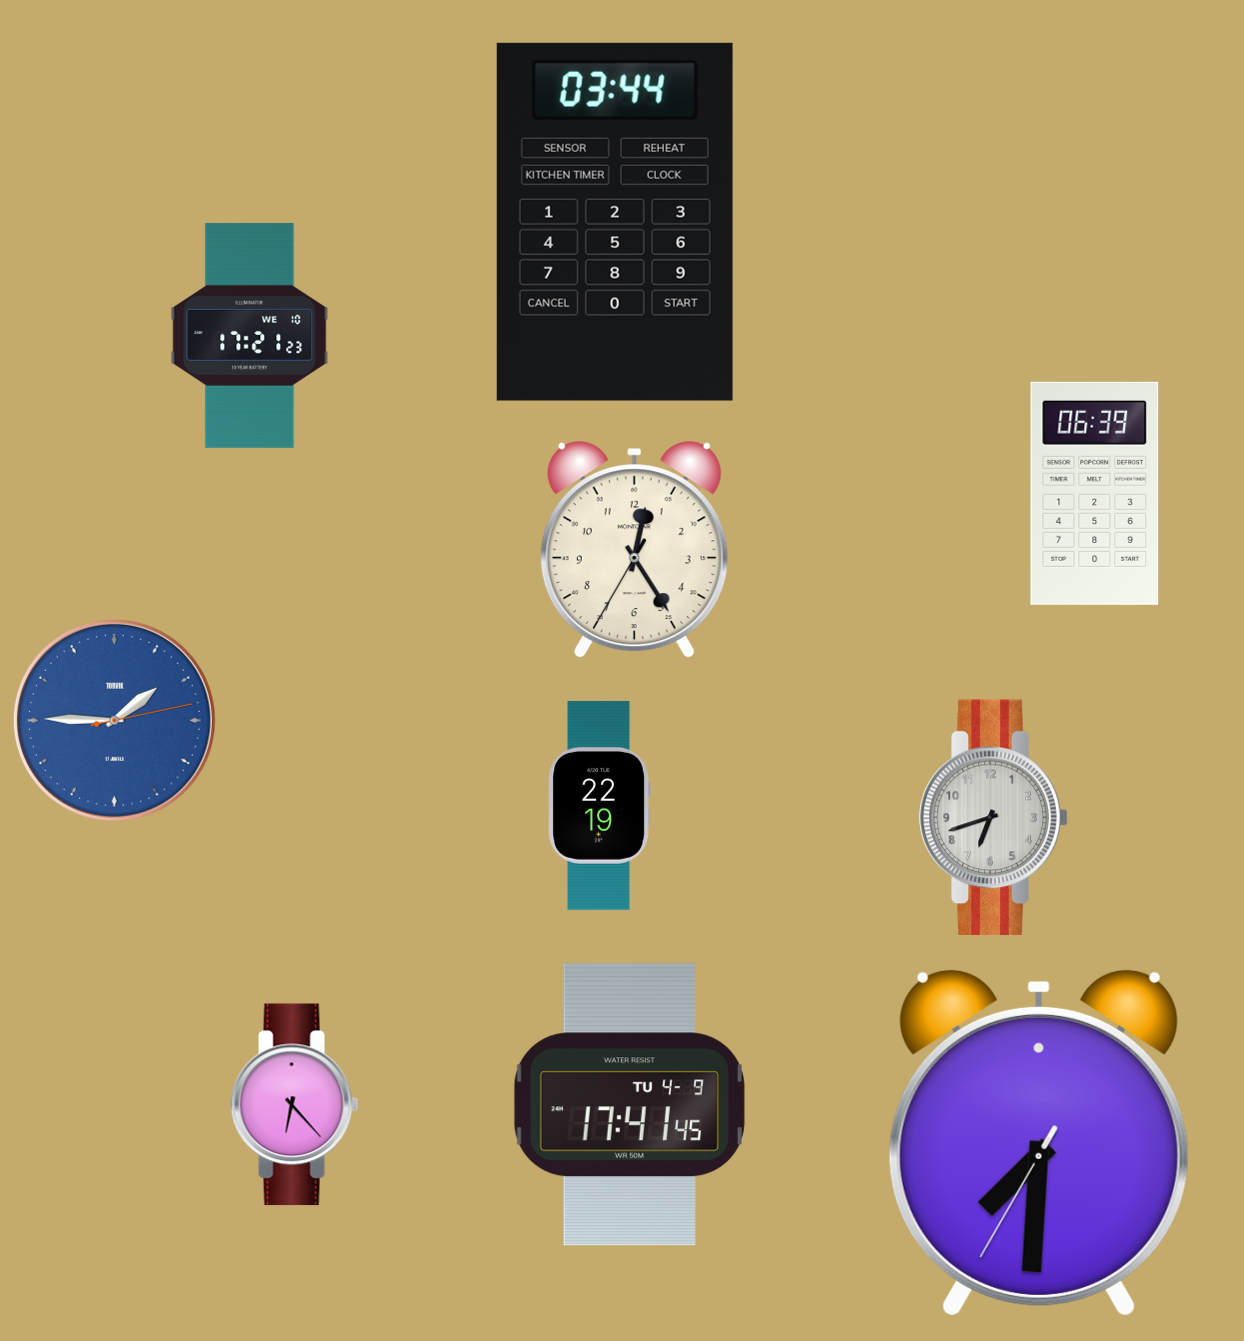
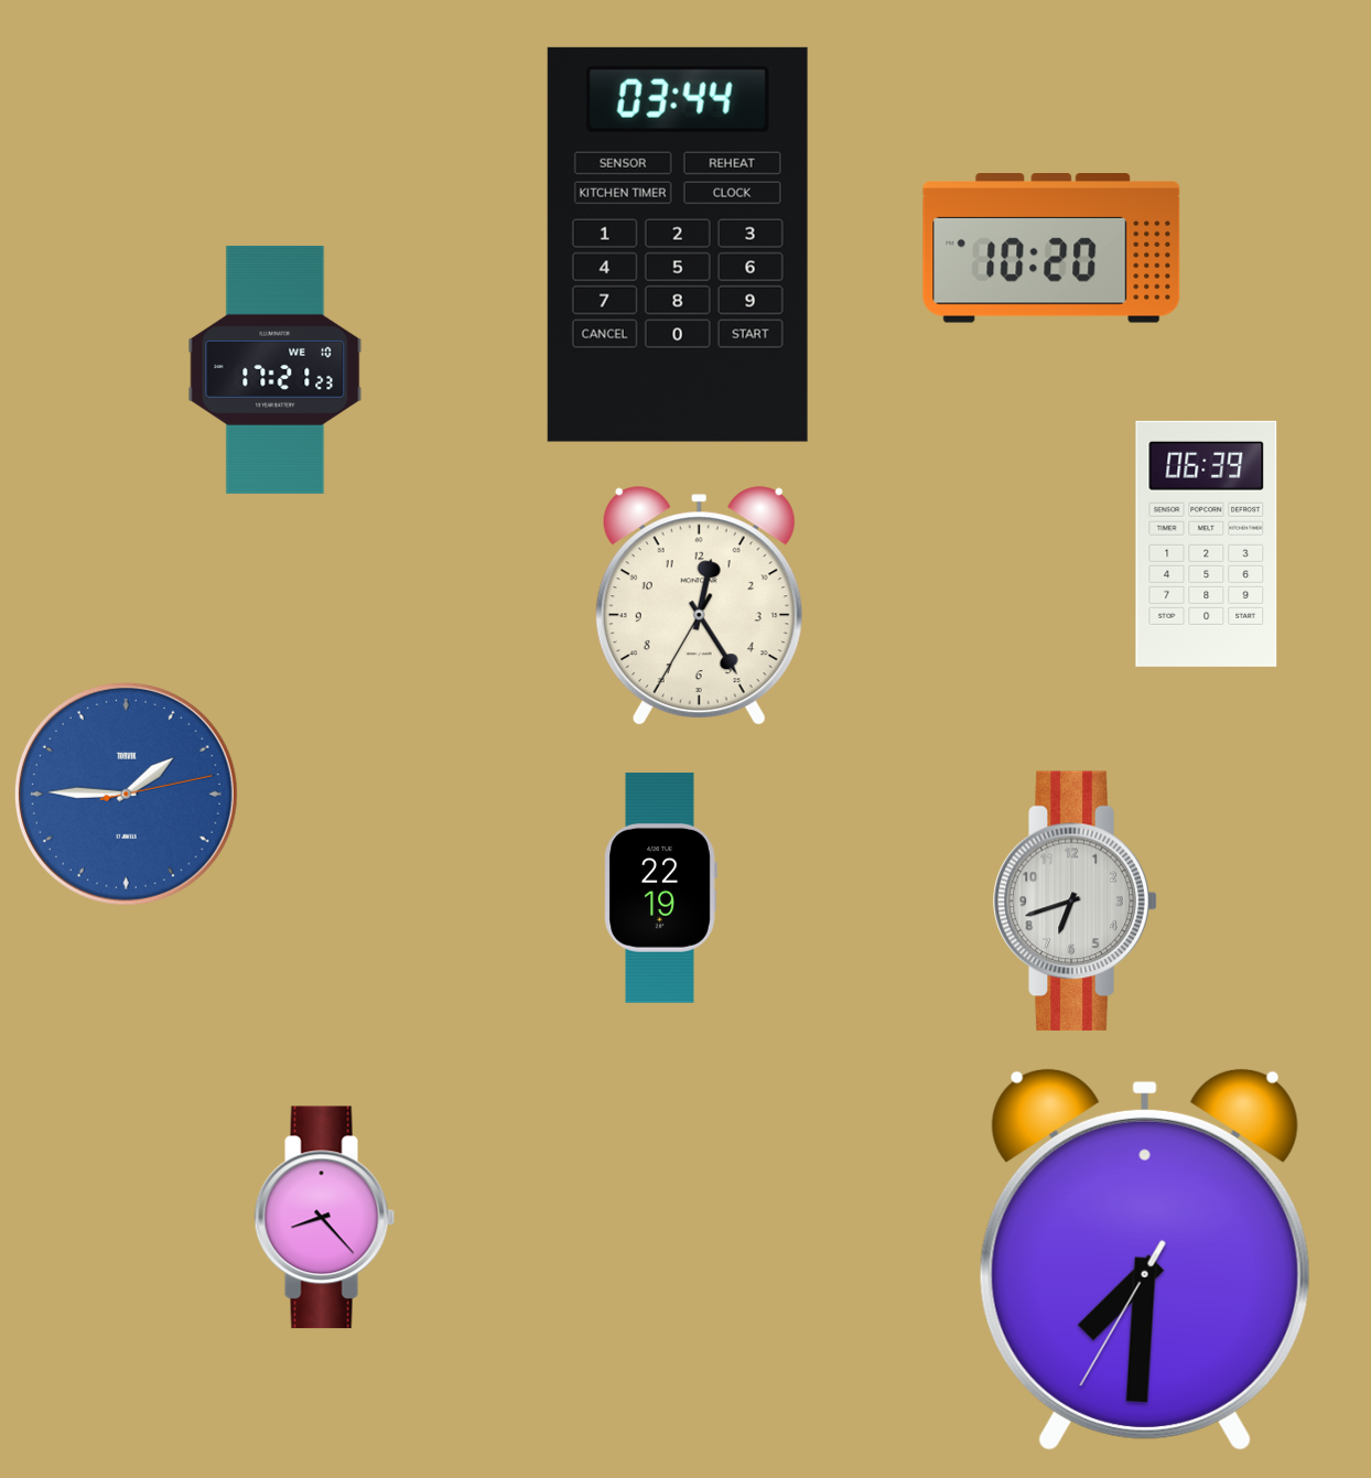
clock at (1051, 248): none -> 10:20
clock at (994, 818) position: (994, 818) -> (1076, 902)
clock at (295, 1105): 6:23 -> 8:23
clock at (629, 1105): 17:41 -> none
